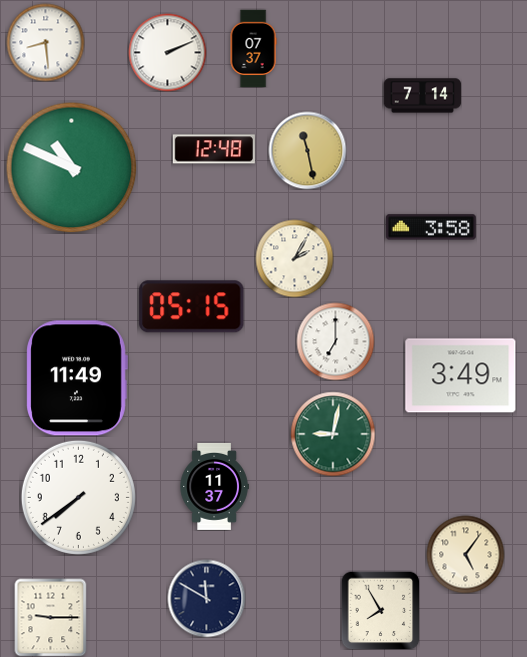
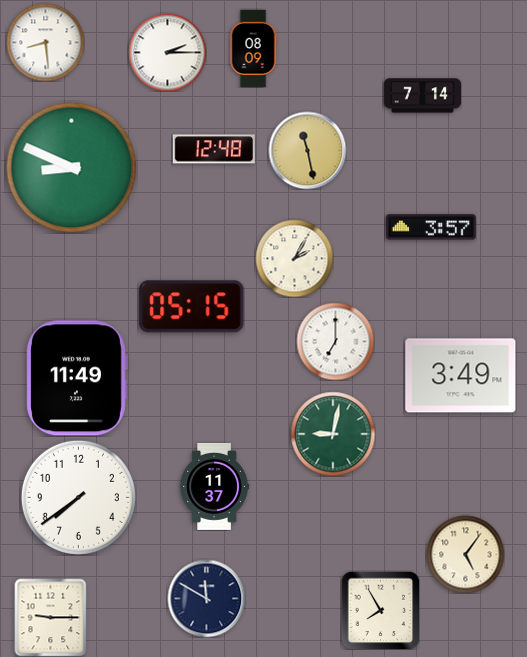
clock at (253, 48): 07:37 -> 08:09
clock at (167, 52): 2:11 -> 2:15
clock at (72, 168): 10:49 -> 8:49
clock at (431, 227): 3:58 -> 3:57
